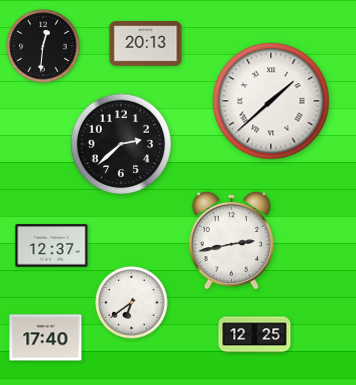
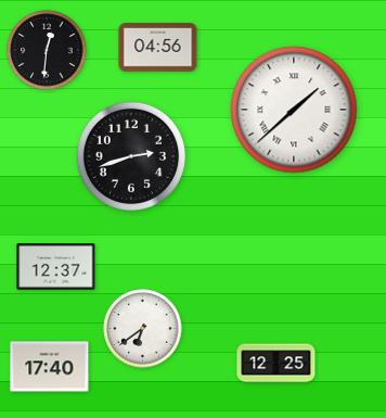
clock at (146, 44): 20:13 -> 04:56
clock at (120, 143): 2:38 -> 2:42
clock at (232, 240): 2:43 -> none
